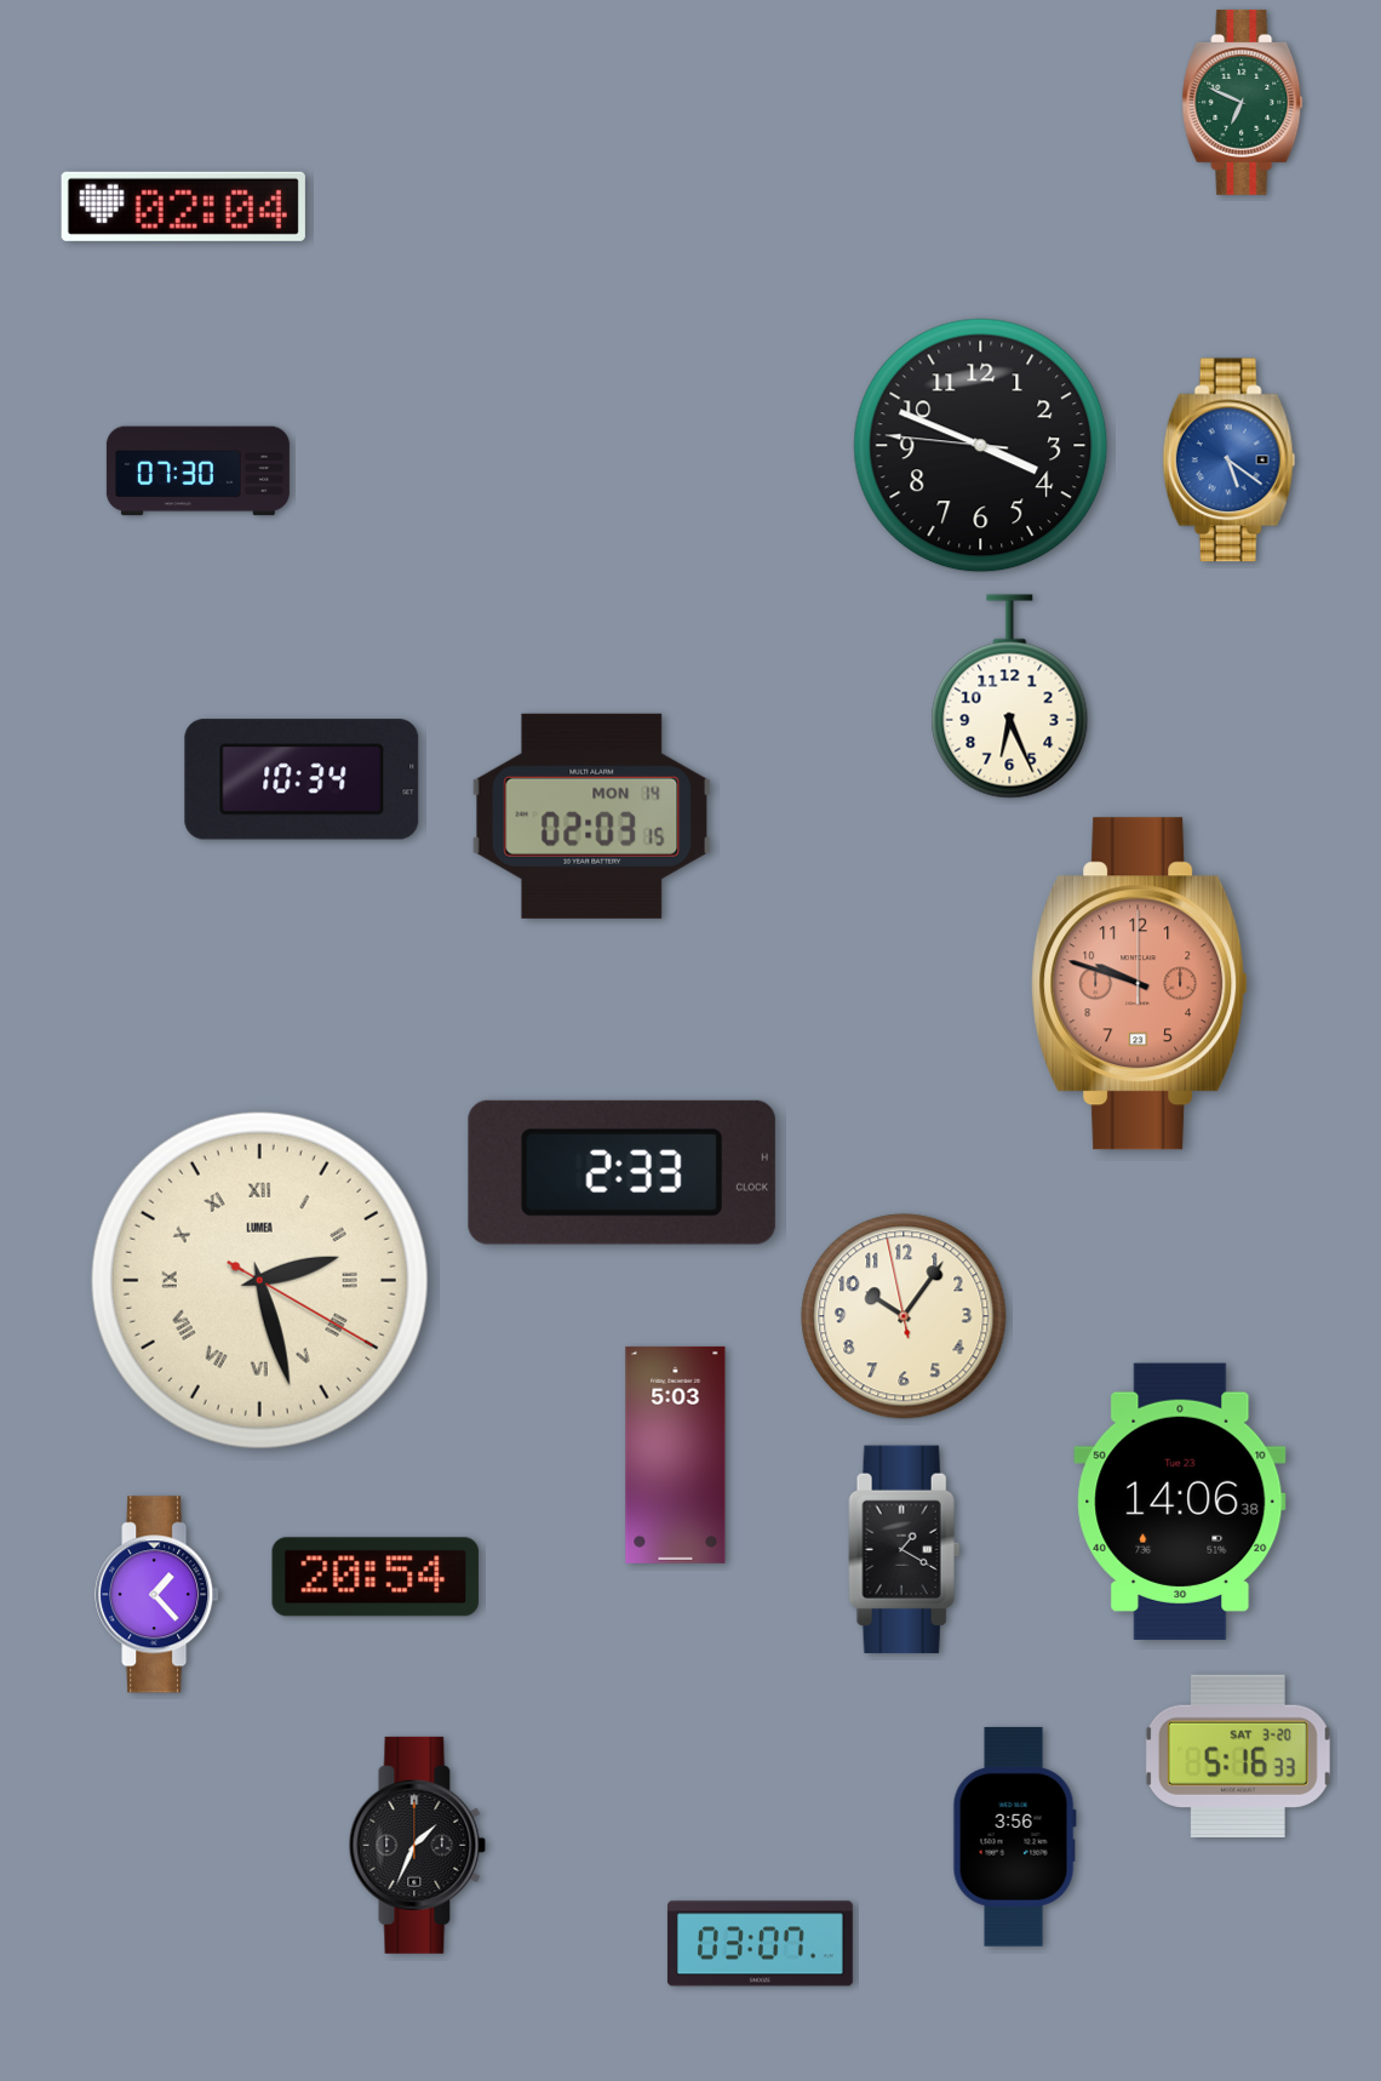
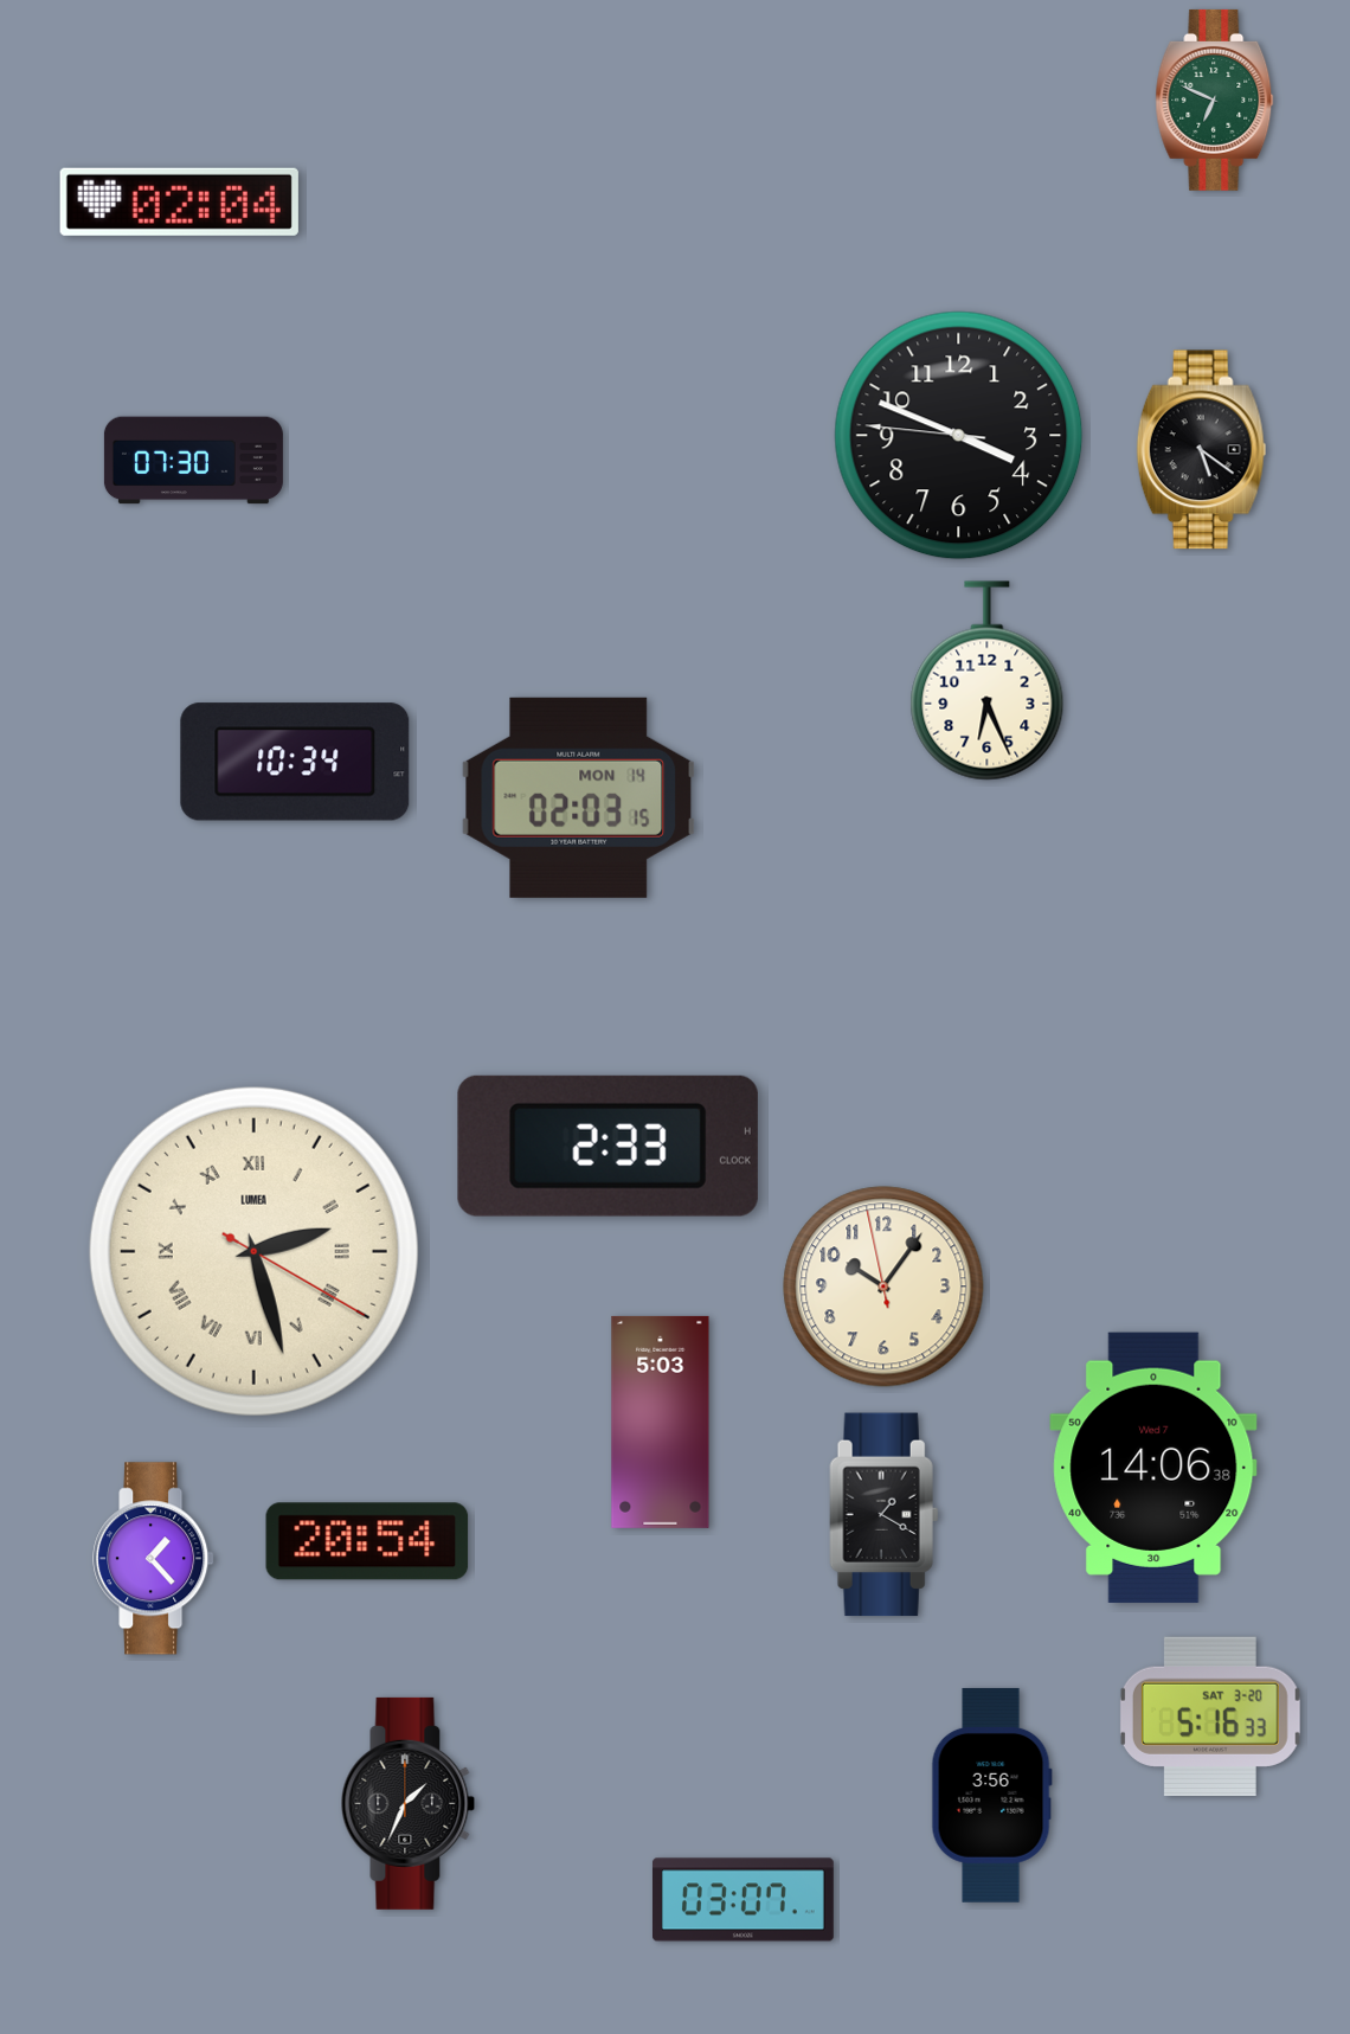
clock at (1230, 461) dial: blue -> black
clock at (1140, 984): 9:48 -> none
clock at (1180, 1502) date: Tue 23 -> Wed 7
